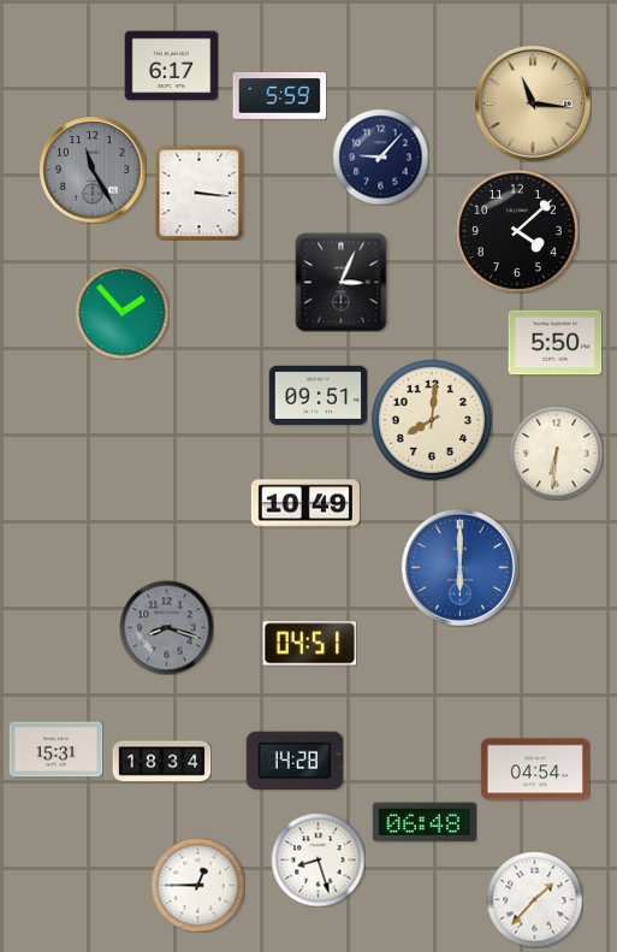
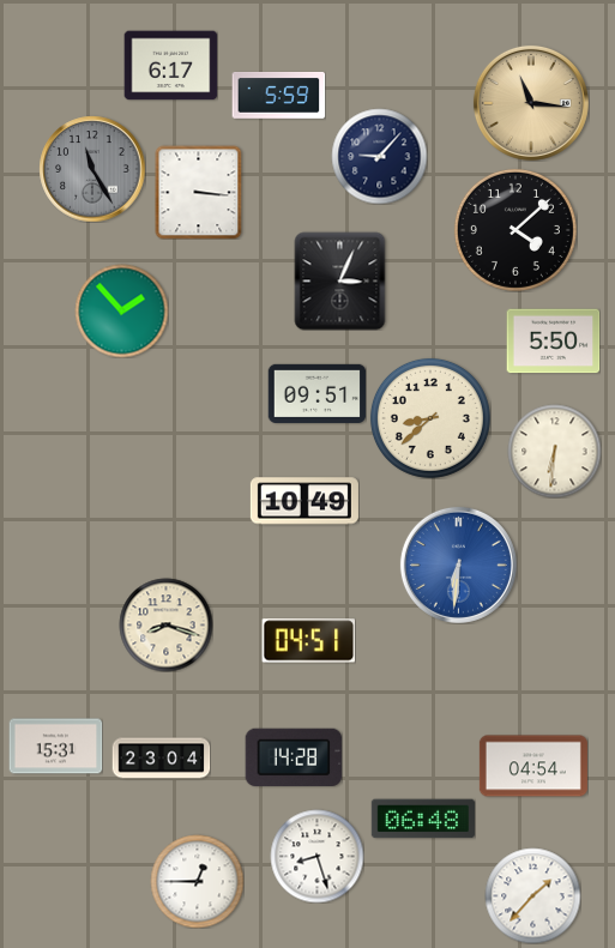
clock at (432, 420): 8:01 -> 8:38
clock at (459, 567): 6:00 -> 6:31
clock at (166, 627) dial: grey -> cream
clock at (161, 762): 18:34 -> 23:04
